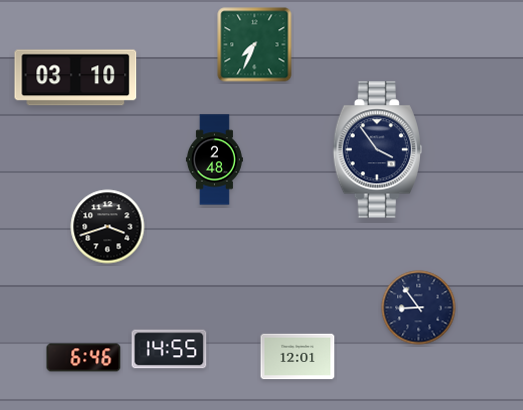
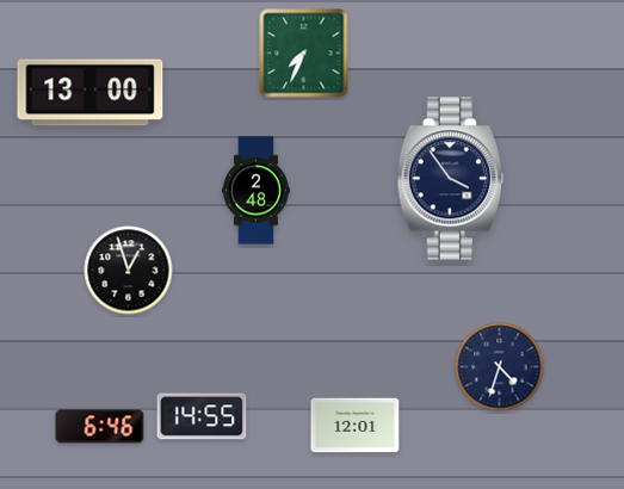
clock at (76, 78): 03:10 -> 13:00
clock at (108, 227): 3:42 -> 12:57
clock at (419, 308): 8:54 -> 4:33
